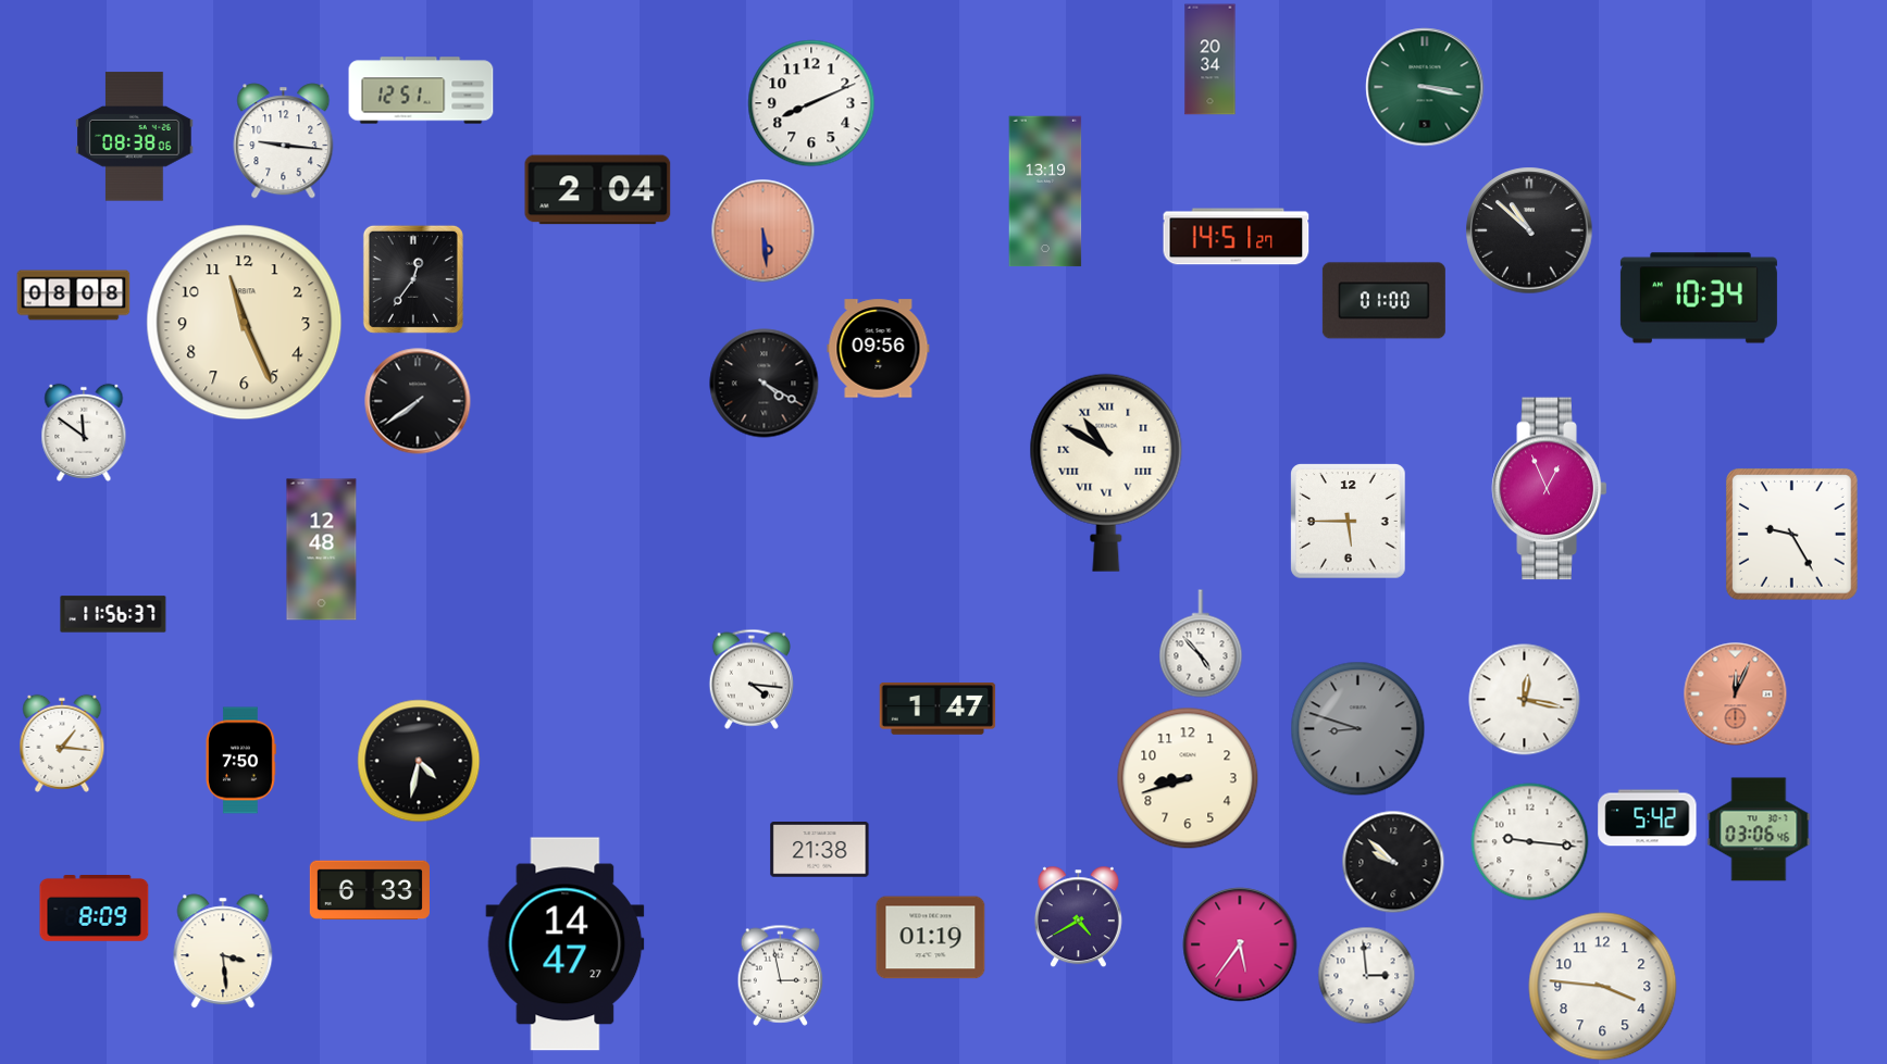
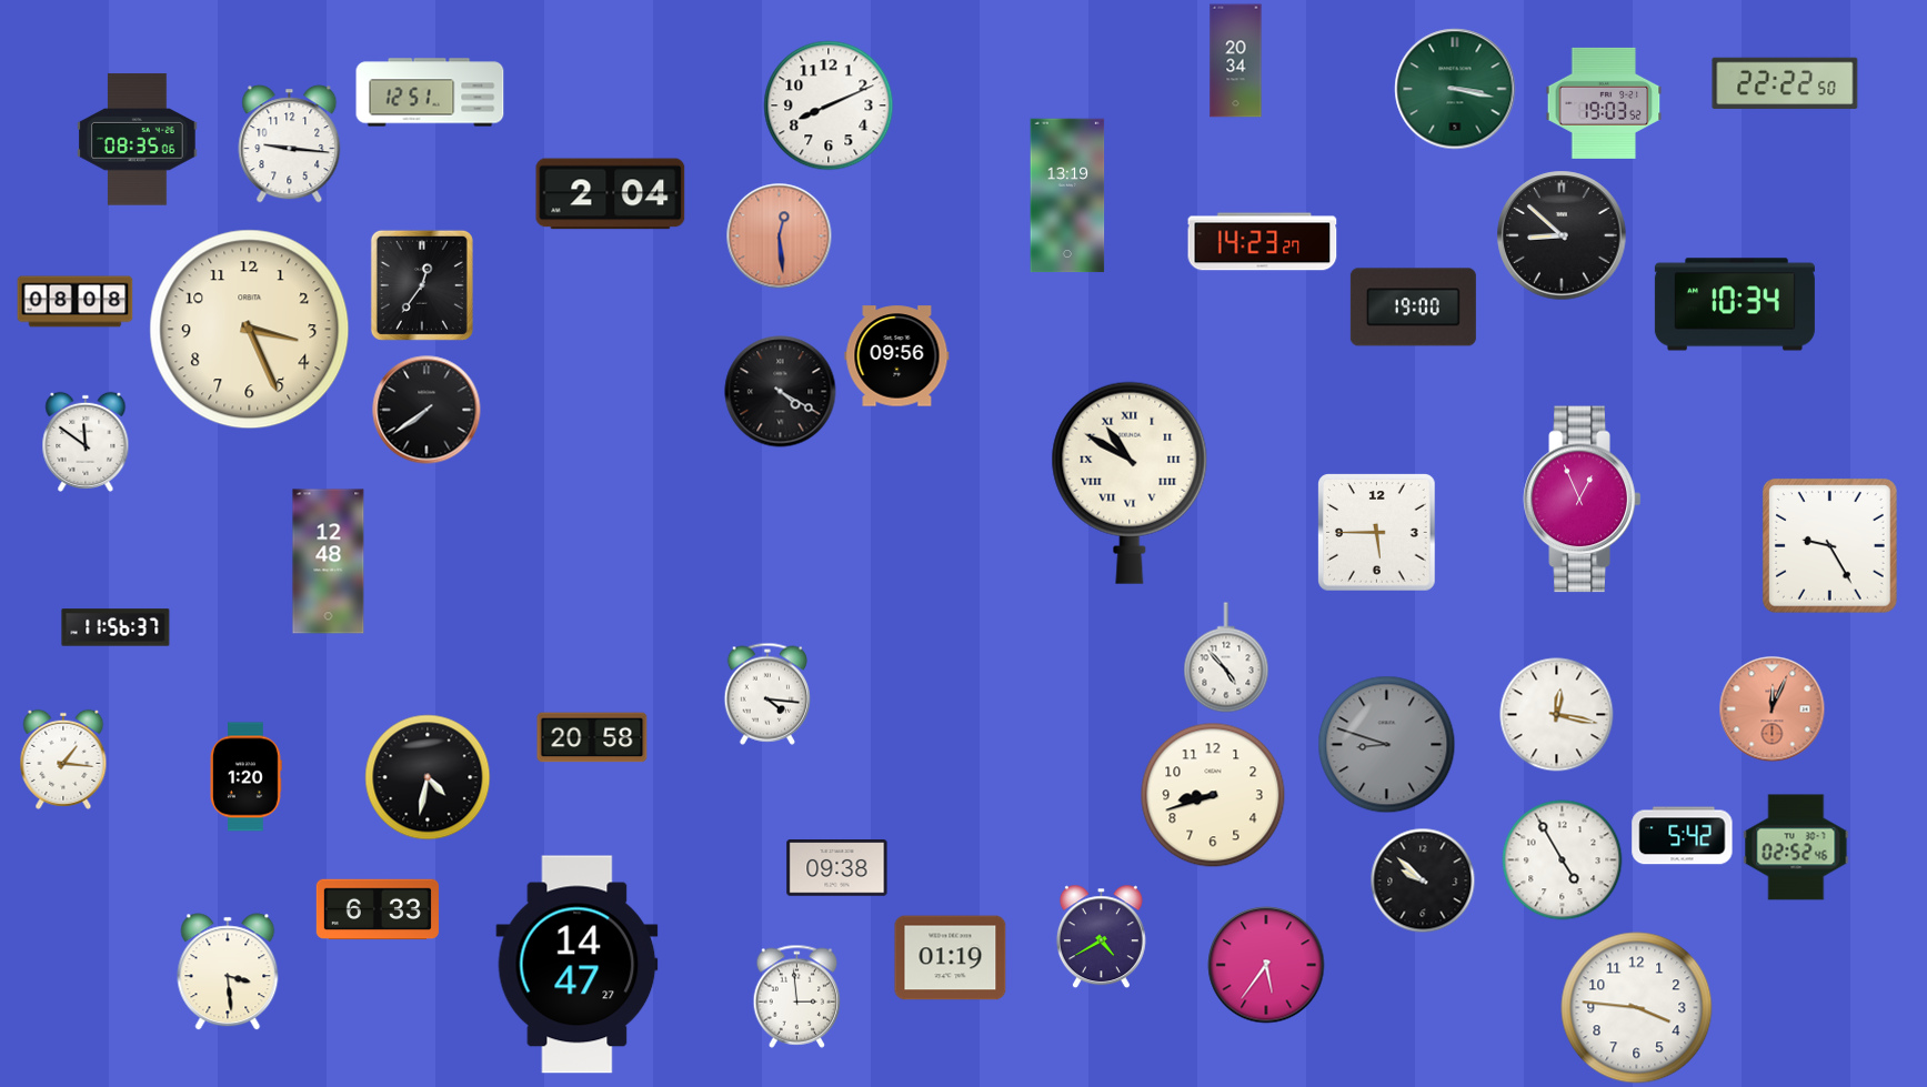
clock at (1785, 83): none -> 22:22
clock at (1604, 103): none -> 19:03
clock at (135, 137): 08:38 -> 08:35
clock at (1529, 230): 10:52 -> 8:52
clock at (764, 231): 5:29 -> 12:29
clock at (1237, 237): 14:51 -> 14:23
clock at (1383, 301): 01:00 -> 19:00
clock at (245, 323): 11:26 -> 3:26
clock at (938, 710): 1:47 -> none
clock at (592, 737): none -> 20:58
clock at (240, 761): 7:50 -> 1:20
clock at (1759, 829): 03:06 -> 02:52
clock at (1530, 842): 9:16 -> 4:55
clock at (820, 850): 21:38 -> 09:38
clock at (95, 909): 8:09 -> none
clock at (781, 975): 2:58 -> 2:59
clock at (1367, 976): 2:59 -> none
